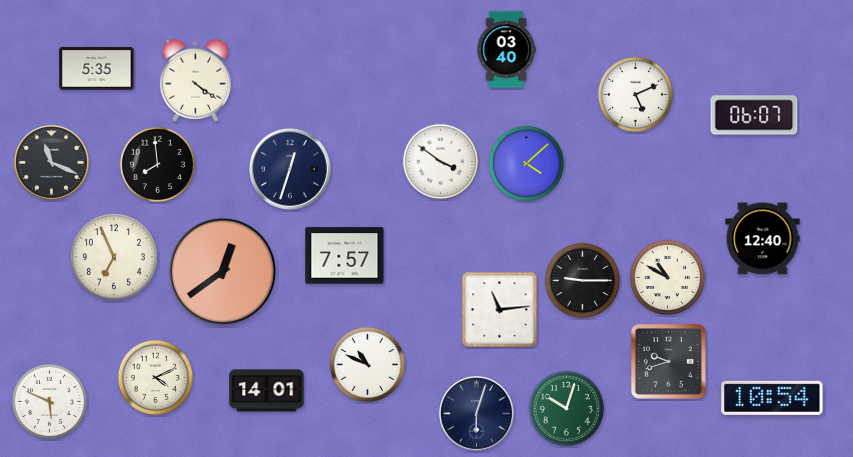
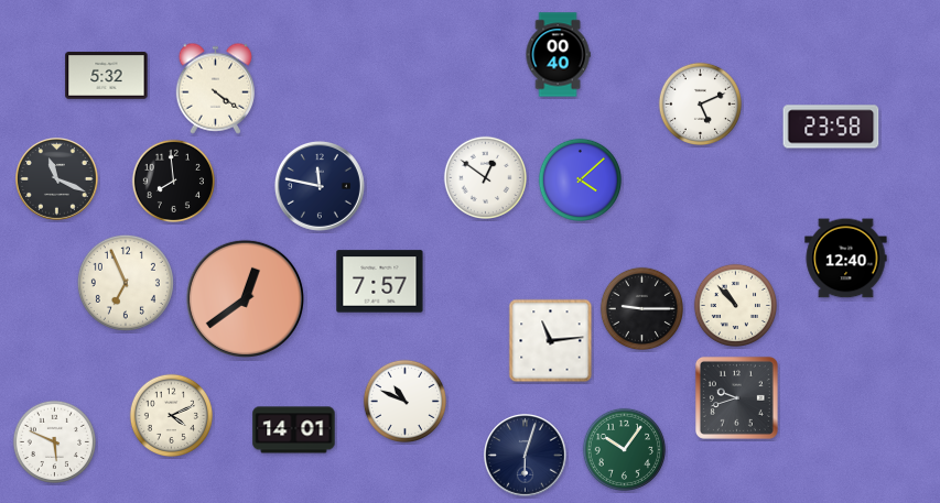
clock at (506, 50): 03:40 -> 00:40
clock at (97, 69): 5:35 -> 5:32
clock at (754, 115): 06:07 -> 23:58
clock at (440, 161): 3:51 -> 12:51
clock at (290, 169): 12:33 -> 11:47
clock at (763, 239) position: (763, 239) -> (846, 259)
clock at (667, 277): 10:50 -> 10:53
clock at (772, 398): 10:54 -> none
clock at (566, 408): 10:03 -> 10:06
